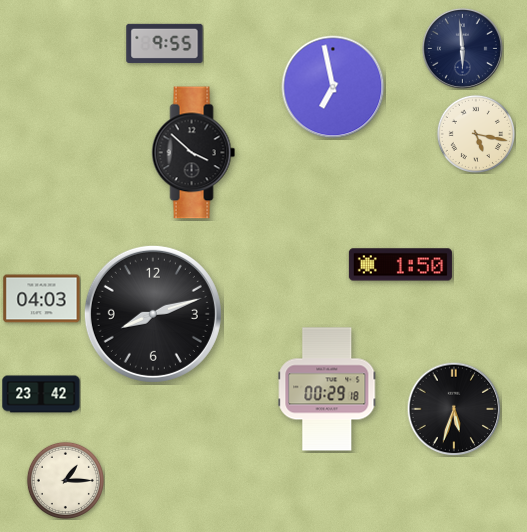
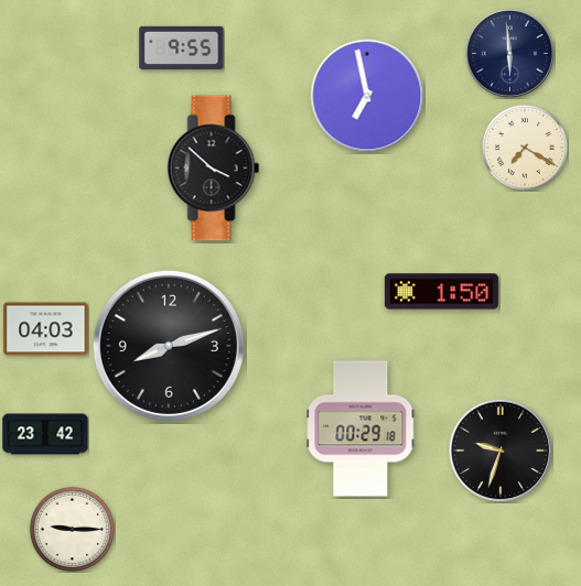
clock at (476, 134): 5:17 -> 7:20
clock at (454, 409): 5:33 -> 9:33
clock at (65, 480): 1:15 -> 9:15
